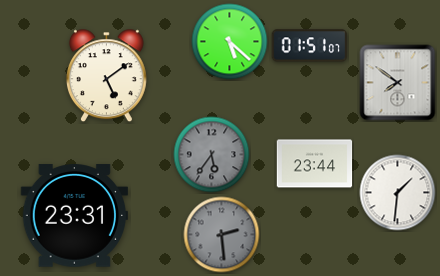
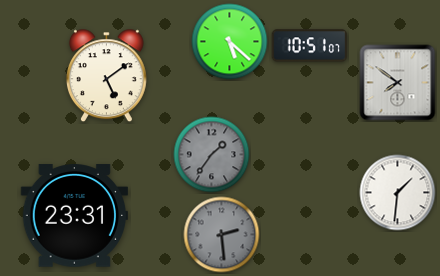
clock at (310, 46): 01:51 -> 10:51
clock at (212, 155): 5:36 -> 1:36
clock at (315, 164): 23:44 -> none
